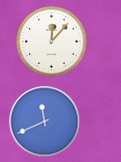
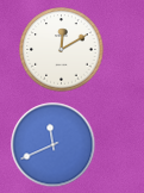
clock at (52, 42): 12:07 -> 12:10
